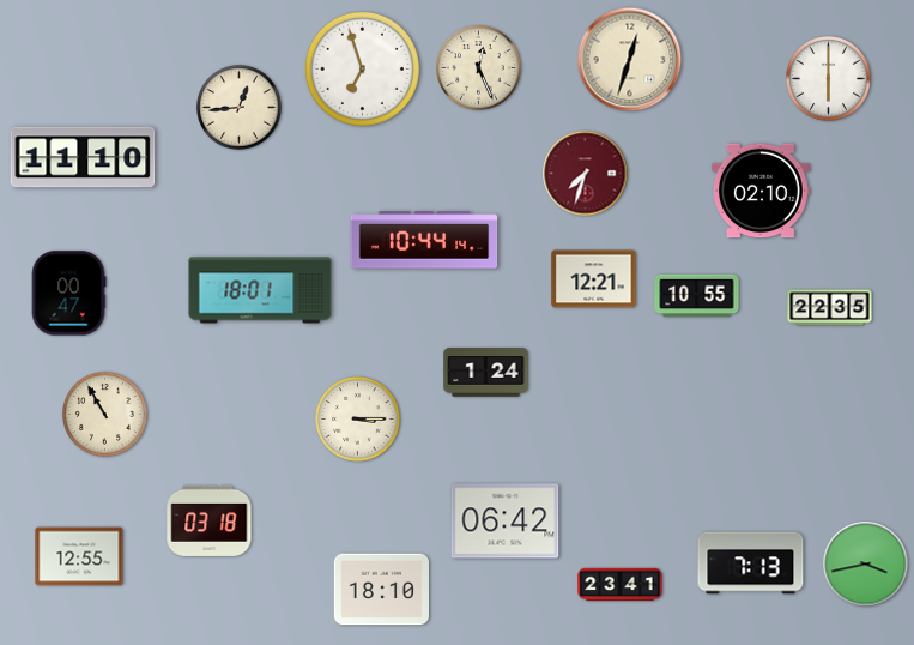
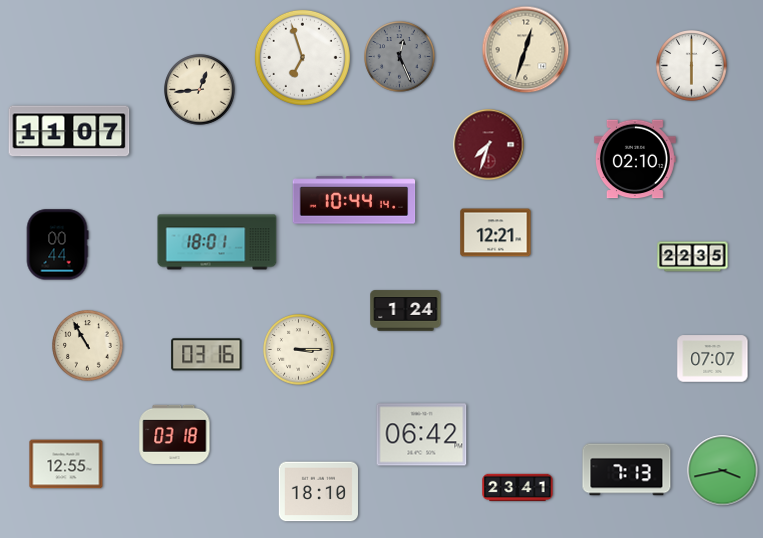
clock at (479, 68) dial: cream -> grey
clock at (83, 157): 11:10 -> 11:07
clock at (68, 294): 00:47 -> 00:44
clock at (697, 296): 10:55 -> none
clock at (207, 355): none -> 03:16
clock at (713, 359): none -> 07:07
